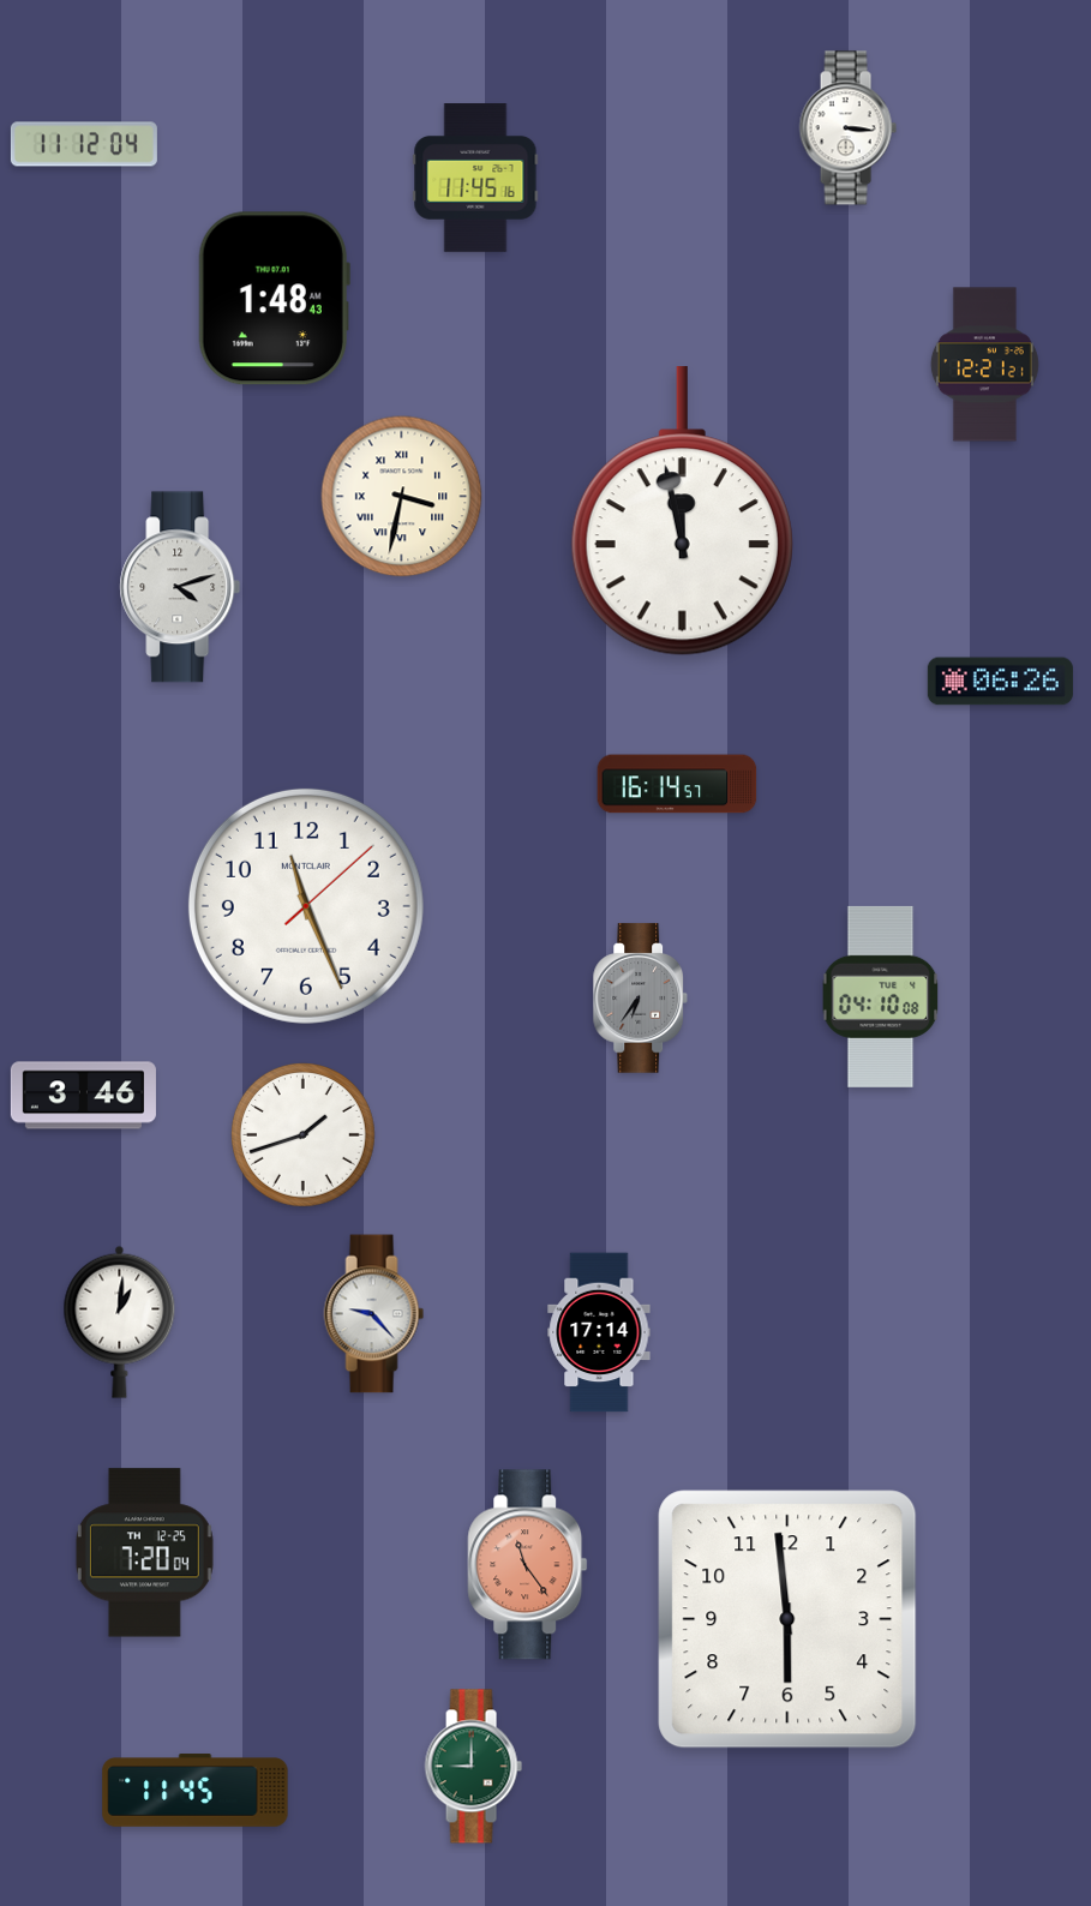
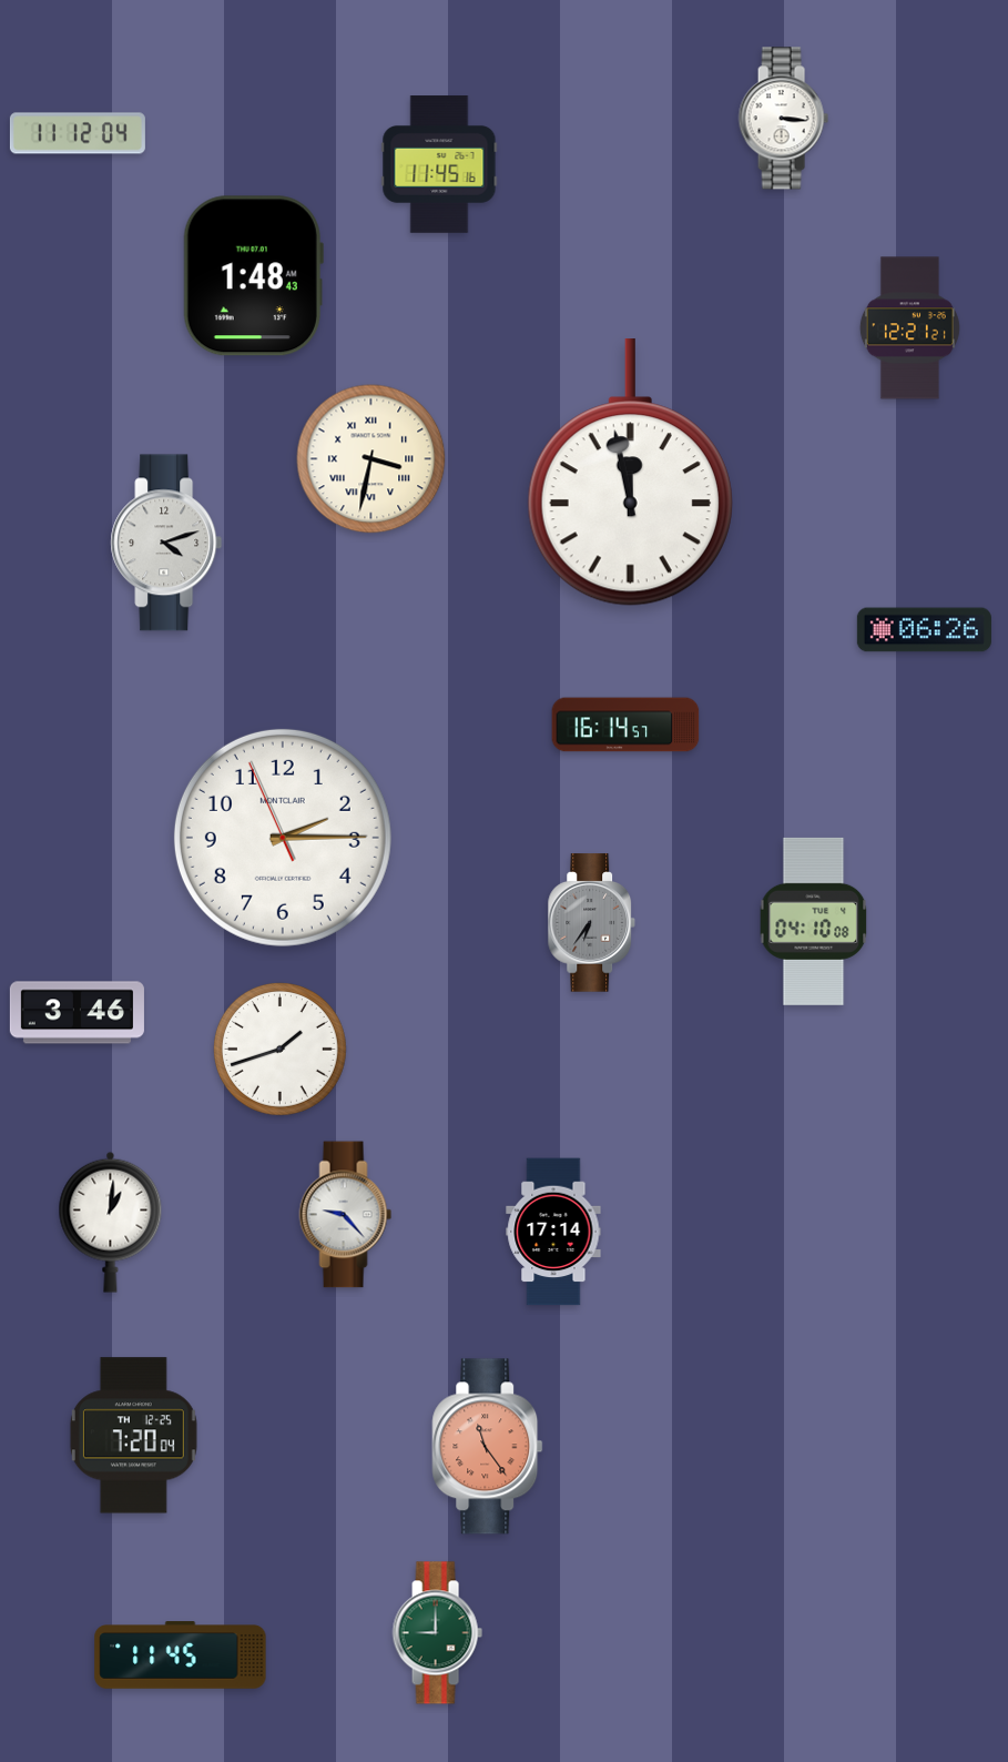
clock at (984, 365) position: (984, 365) -> (909, 328)
clock at (306, 906): 11:26 -> 2:14
clock at (787, 1619): 5:59 -> none
